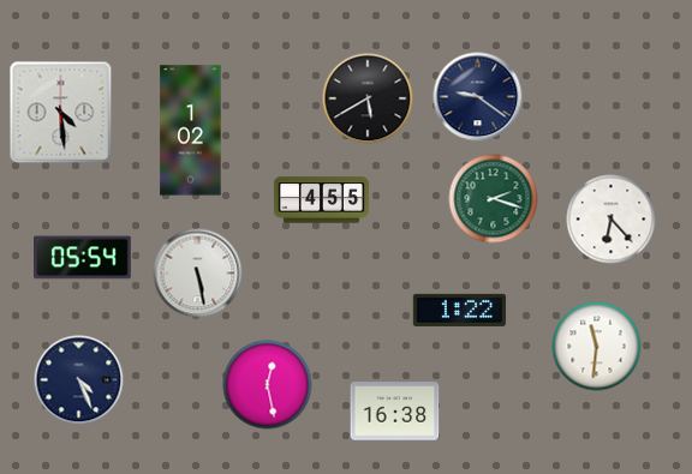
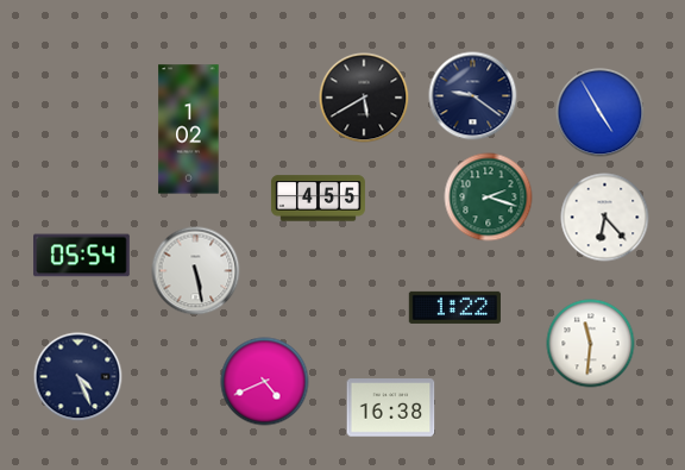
clock at (61, 113): 4:29 -> none
clock at (601, 113): none -> 4:55
clock at (268, 385): 12:28 -> 4:41
